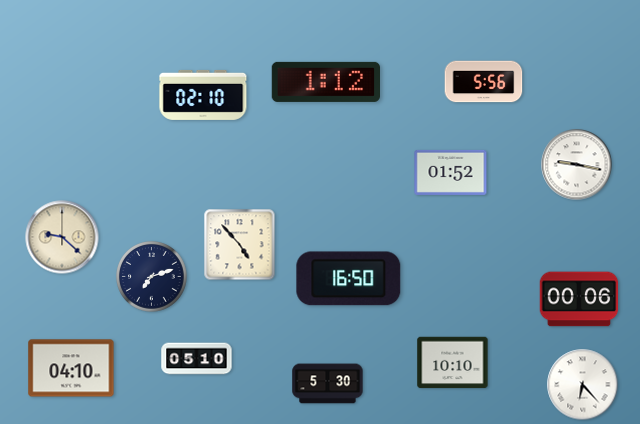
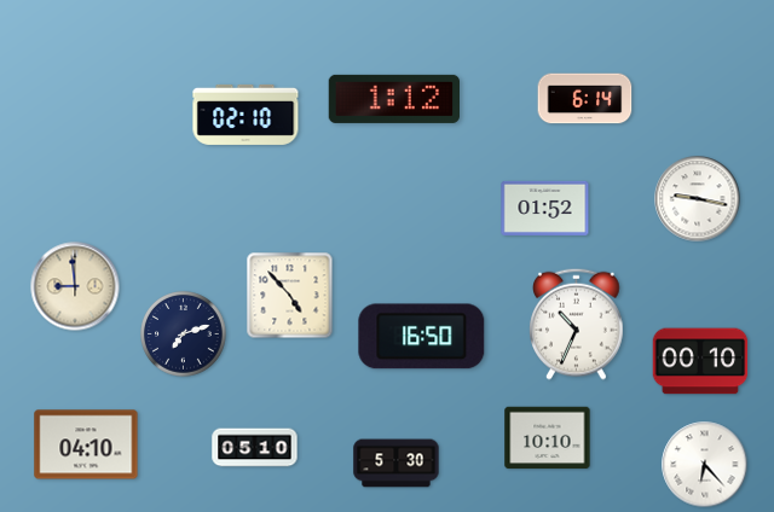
clock at (484, 82): 5:56 -> 6:14
clock at (62, 237): 9:22 -> 8:59
clock at (577, 324): none -> 10:34
clock at (579, 299): 00:06 -> 00:10
clock at (197, 359) position: (197, 359) -> (255, 448)
